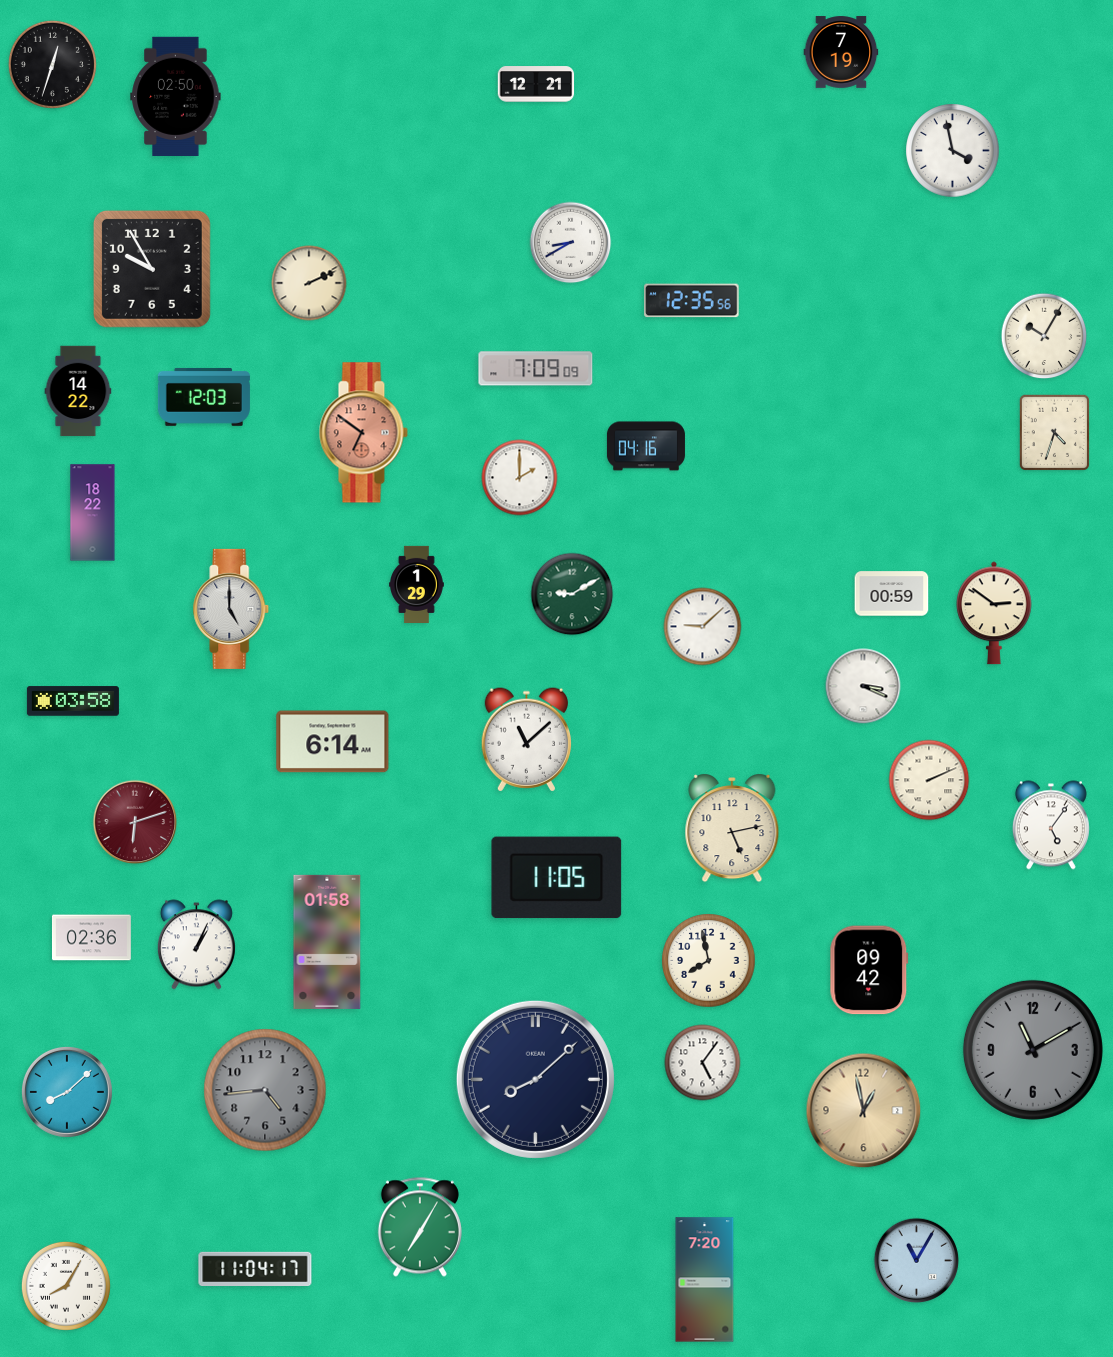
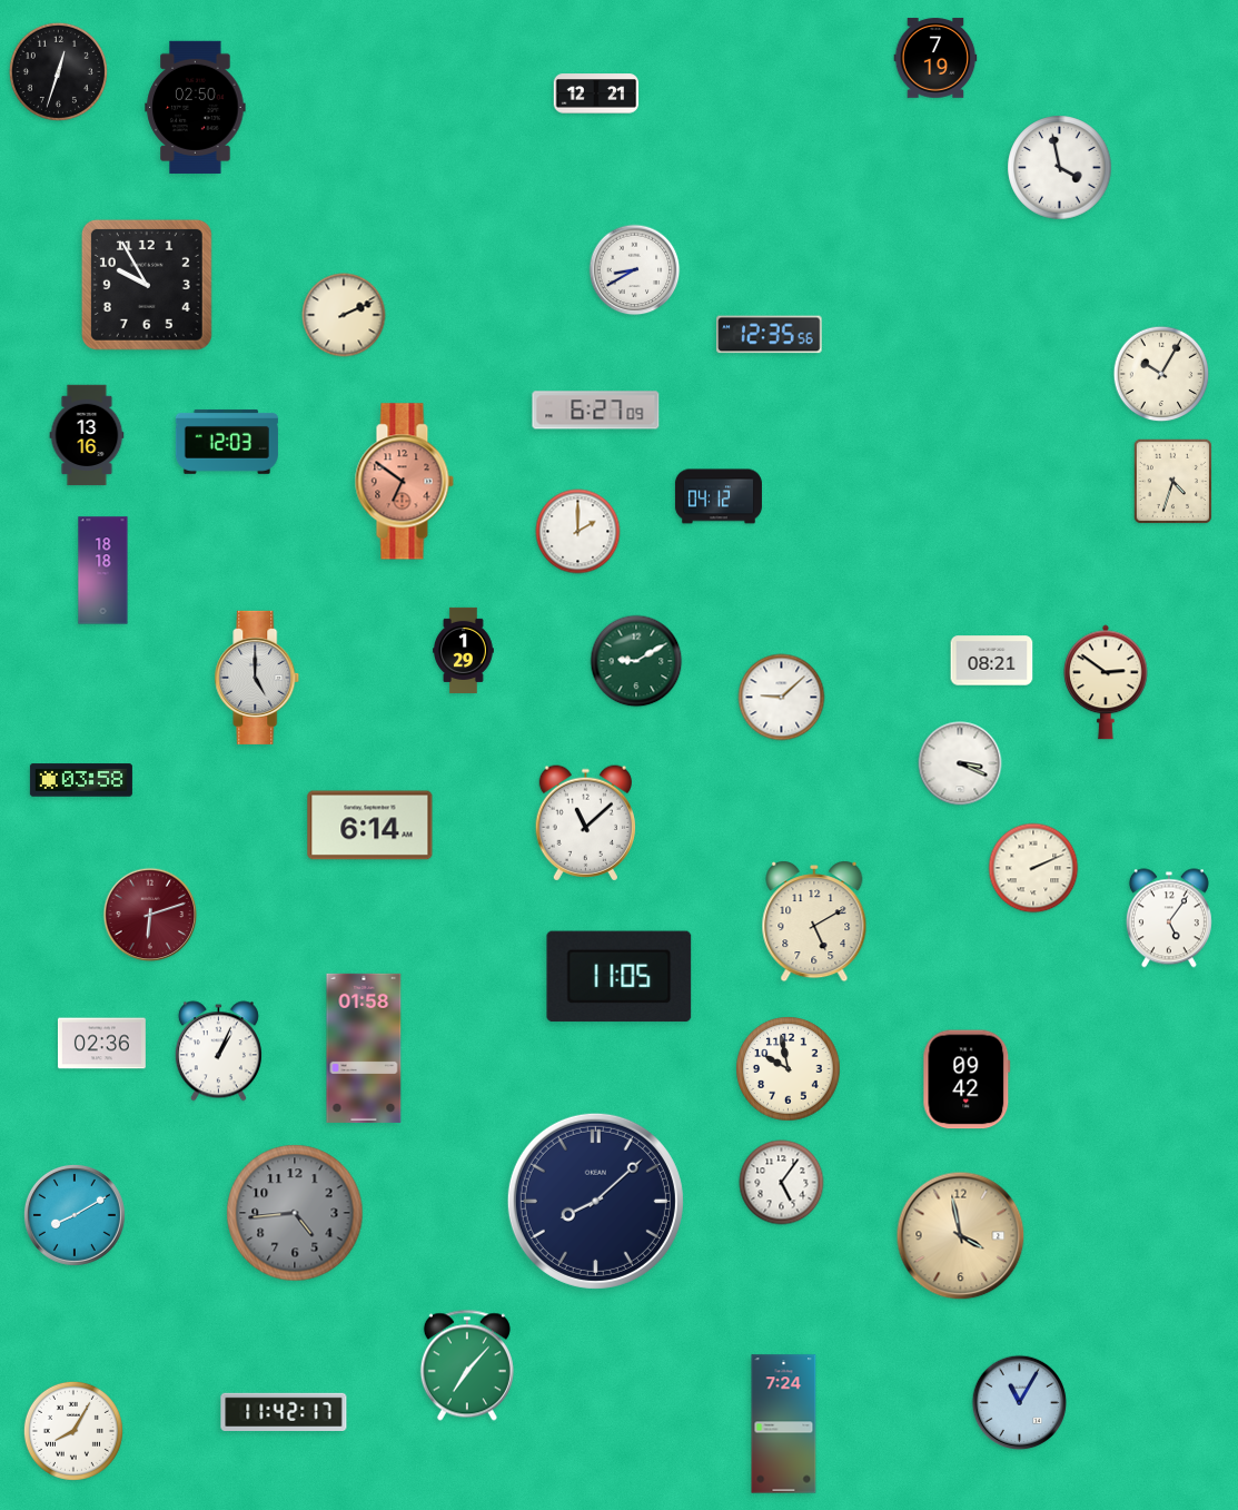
clock at (152, 269) position: (152, 269) -> (147, 285)
clock at (536, 369): 7:09 -> 6:27
clock at (78, 391): 14:22 -> 13:16
clock at (646, 446): 04:16 -> 04:12
clock at (93, 513): 18:22 -> 18:18
clock at (892, 594): 00:59 -> 08:21
clock at (732, 828): 5:13 -> 5:10
clock at (709, 961): 7:58 -> 9:58
clock at (1033, 1050): 11:10 -> none
clock at (67, 1092): 8:08 -> 8:10
clock at (864, 1111): 12:58 -> 3:58
clock at (420, 1227): 7:05 -> 7:07
clock at (255, 1268): 11:04 -> 11:42
clock at (705, 1280): 7:20 -> 7:24
